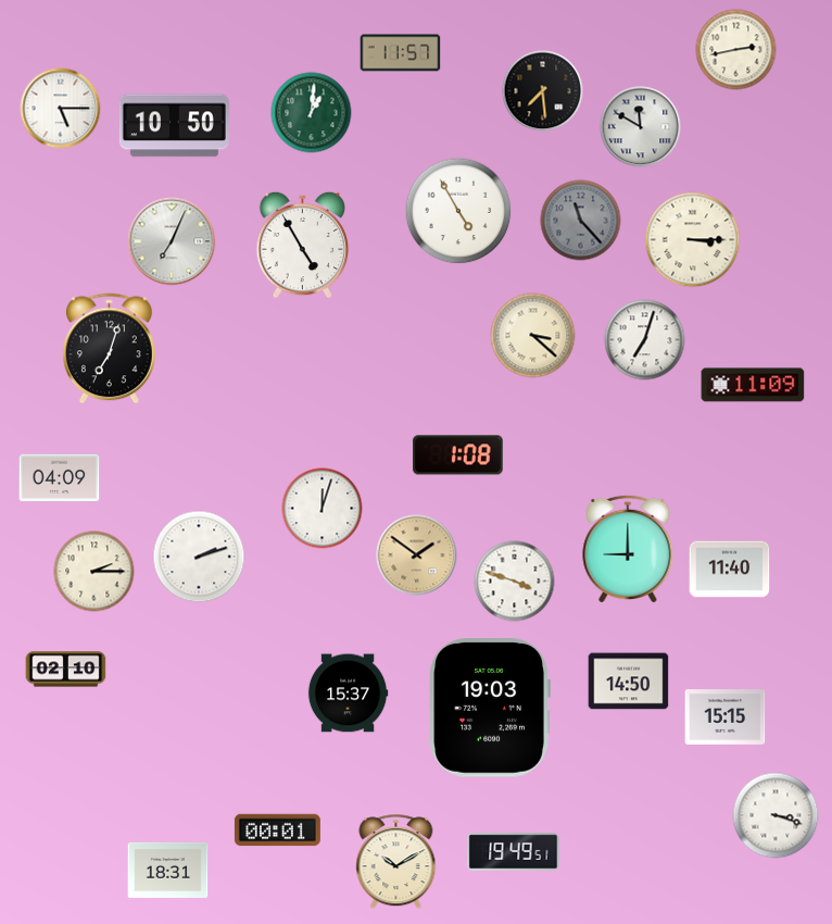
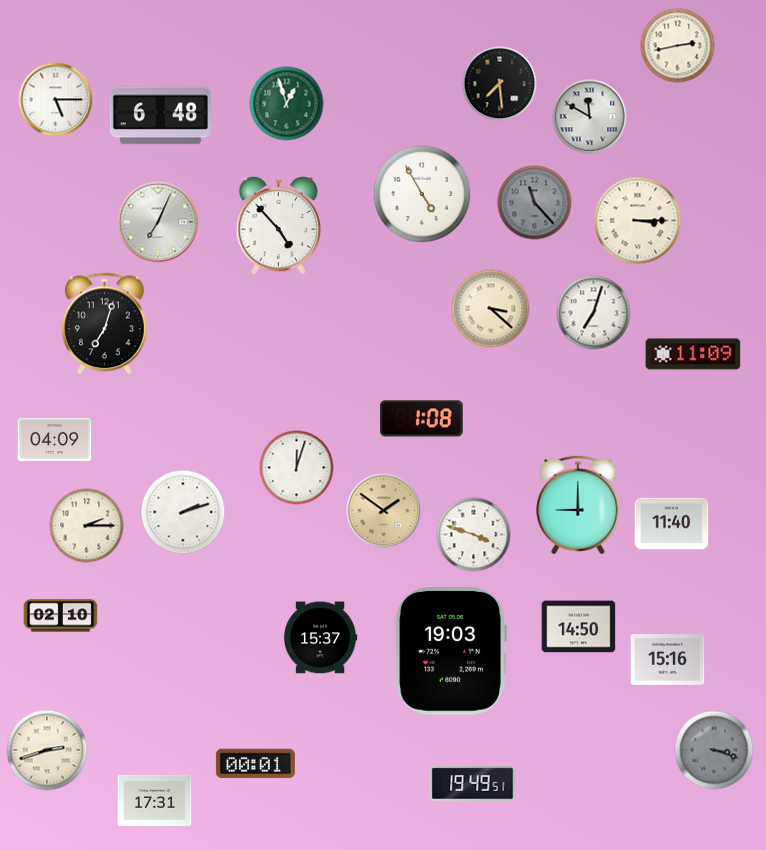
clock at (401, 53): 11:57 -> none
clock at (312, 113): 1:01 -> 12:57
clock at (174, 126): 10:50 -> 6:48
clock at (303, 245): 4:55 -> 4:53
clock at (110, 349) position: (110, 349) -> (105, 324)
clock at (726, 717): 15:15 -> 15:16
clock at (47, 750): none -> 2:42
clock at (776, 815) dial: white -> grey
clock at (396, 862): 10:10 -> none
clock at (168, 870): 18:31 -> 17:31
